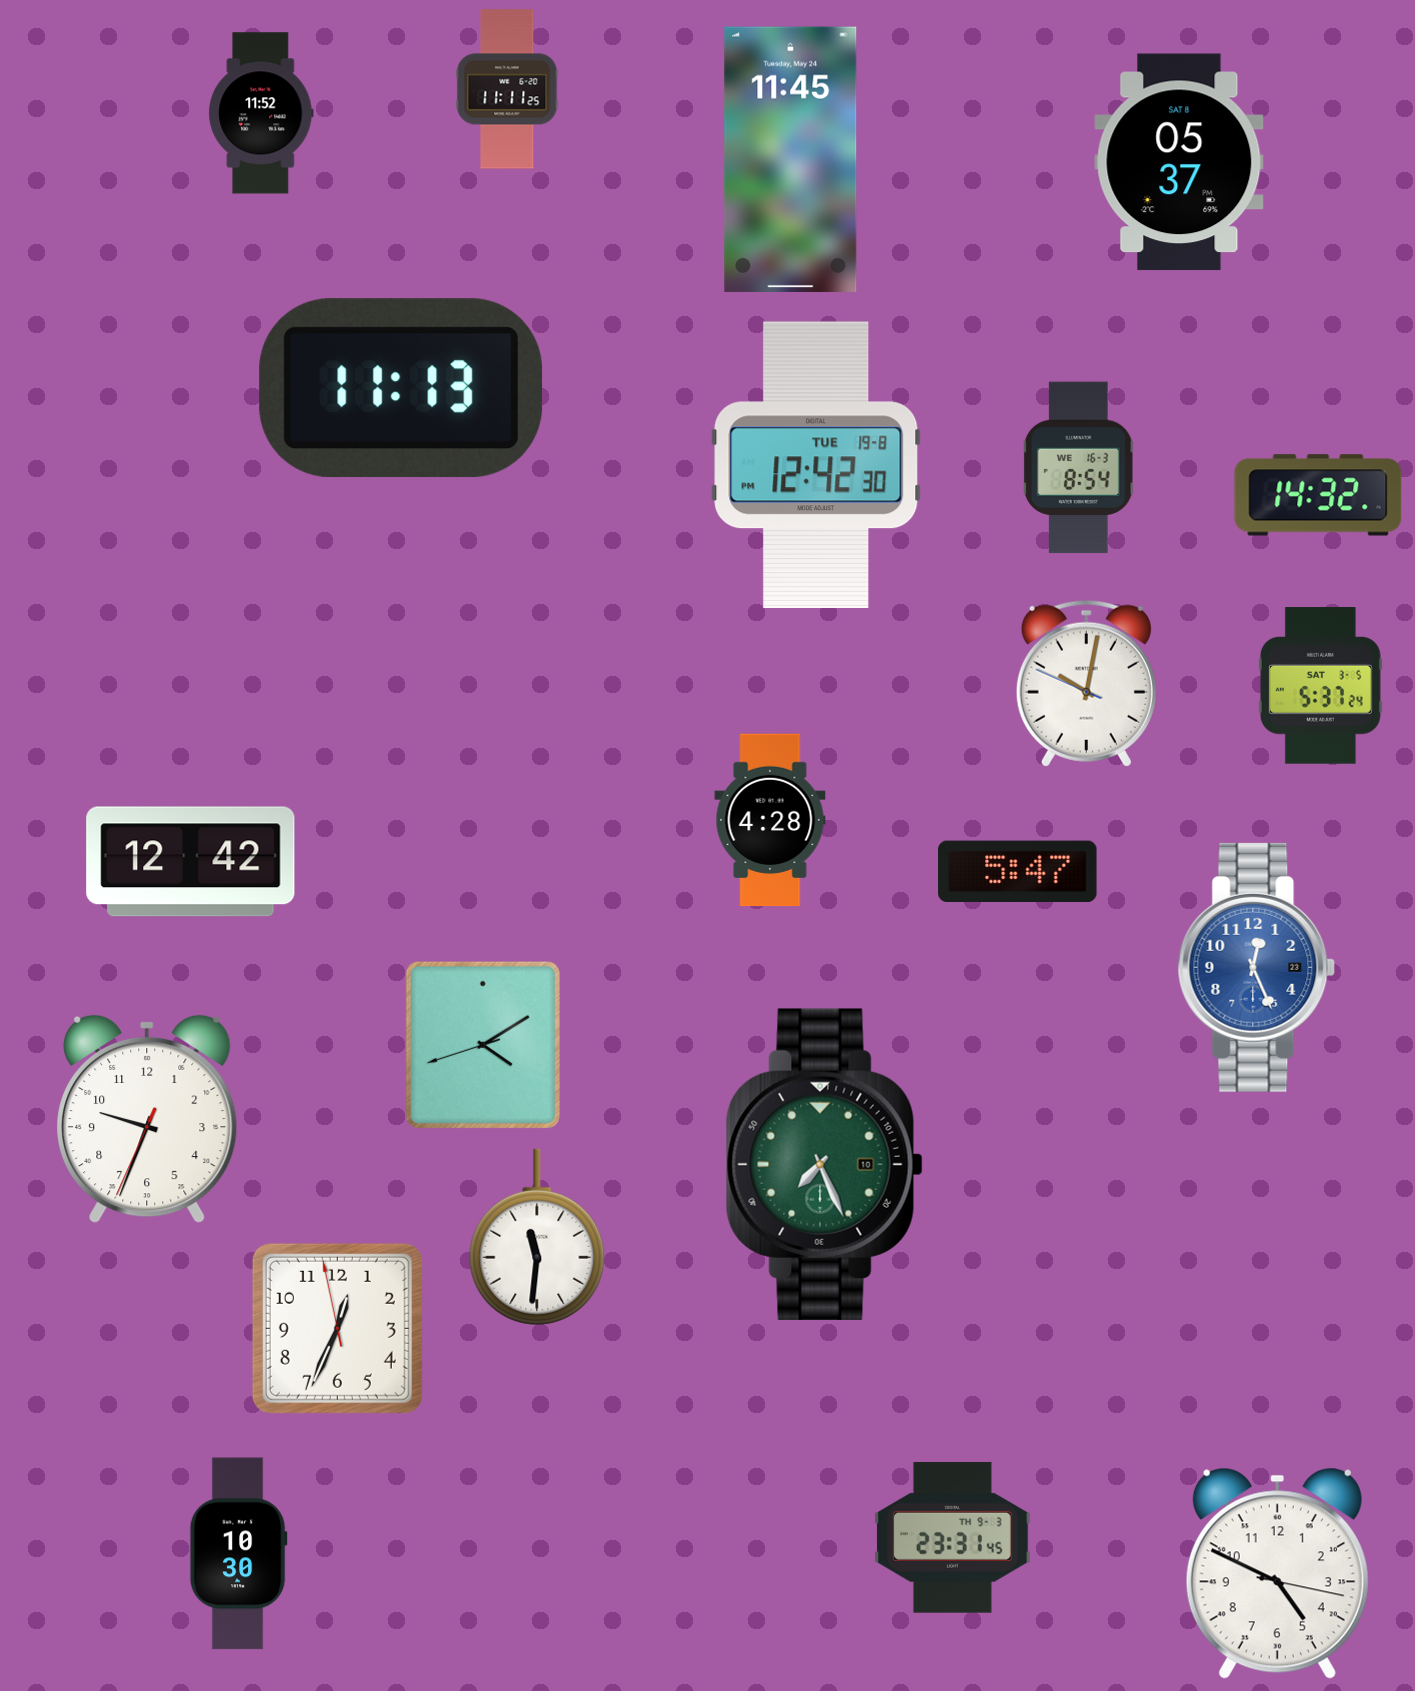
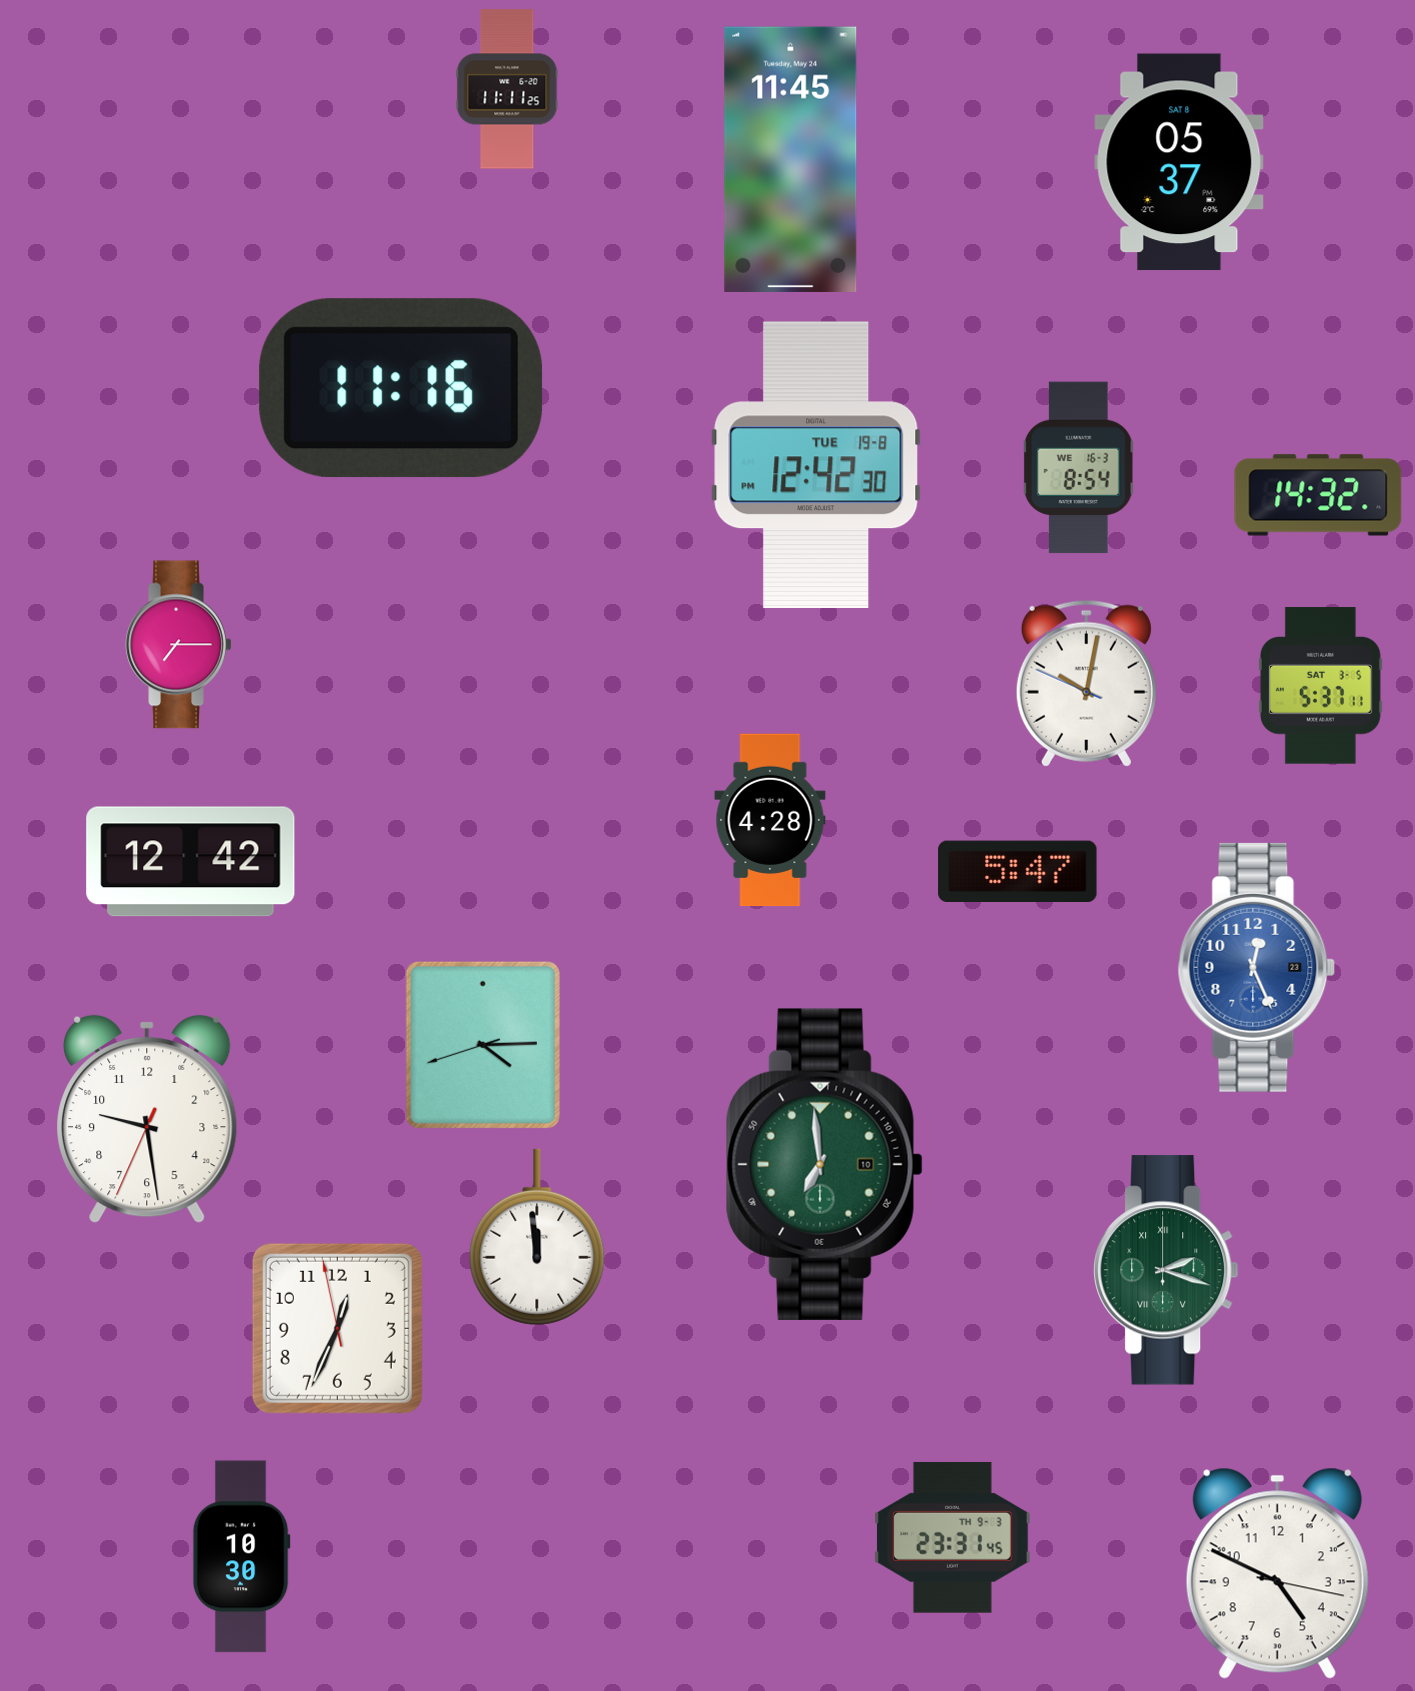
clock at (261, 113): 11:52 -> none
clock at (401, 388): 11:13 -> 11:16
clock at (179, 645): none -> 7:15
clock at (1320, 686): 5:37:24 -> 5:37:11
clock at (483, 1045): 4:09 -> 4:14
clock at (147, 1119): 9:33 -> 9:28
clock at (824, 1164): 7:26 -> 6:59
clock at (537, 1237): 11:31 -> 11:59
clock at (1167, 1270): none -> 2:18
clock at (238, 1554) position: (238, 1554) -> (241, 1557)
